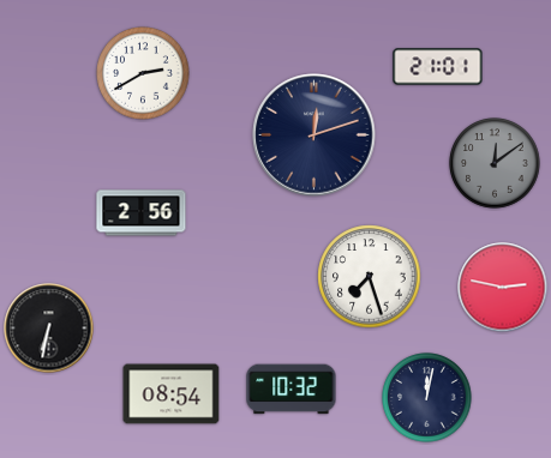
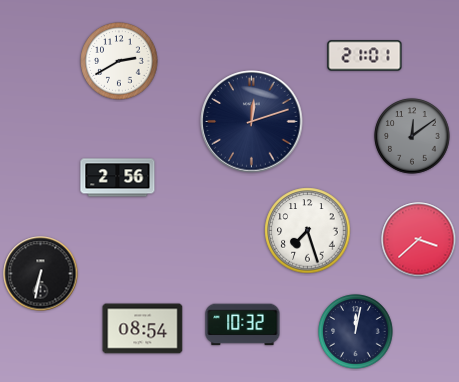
clock at (315, 135) position: (315, 135) -> (252, 122)
clock at (503, 288): 2:47 -> 3:38
